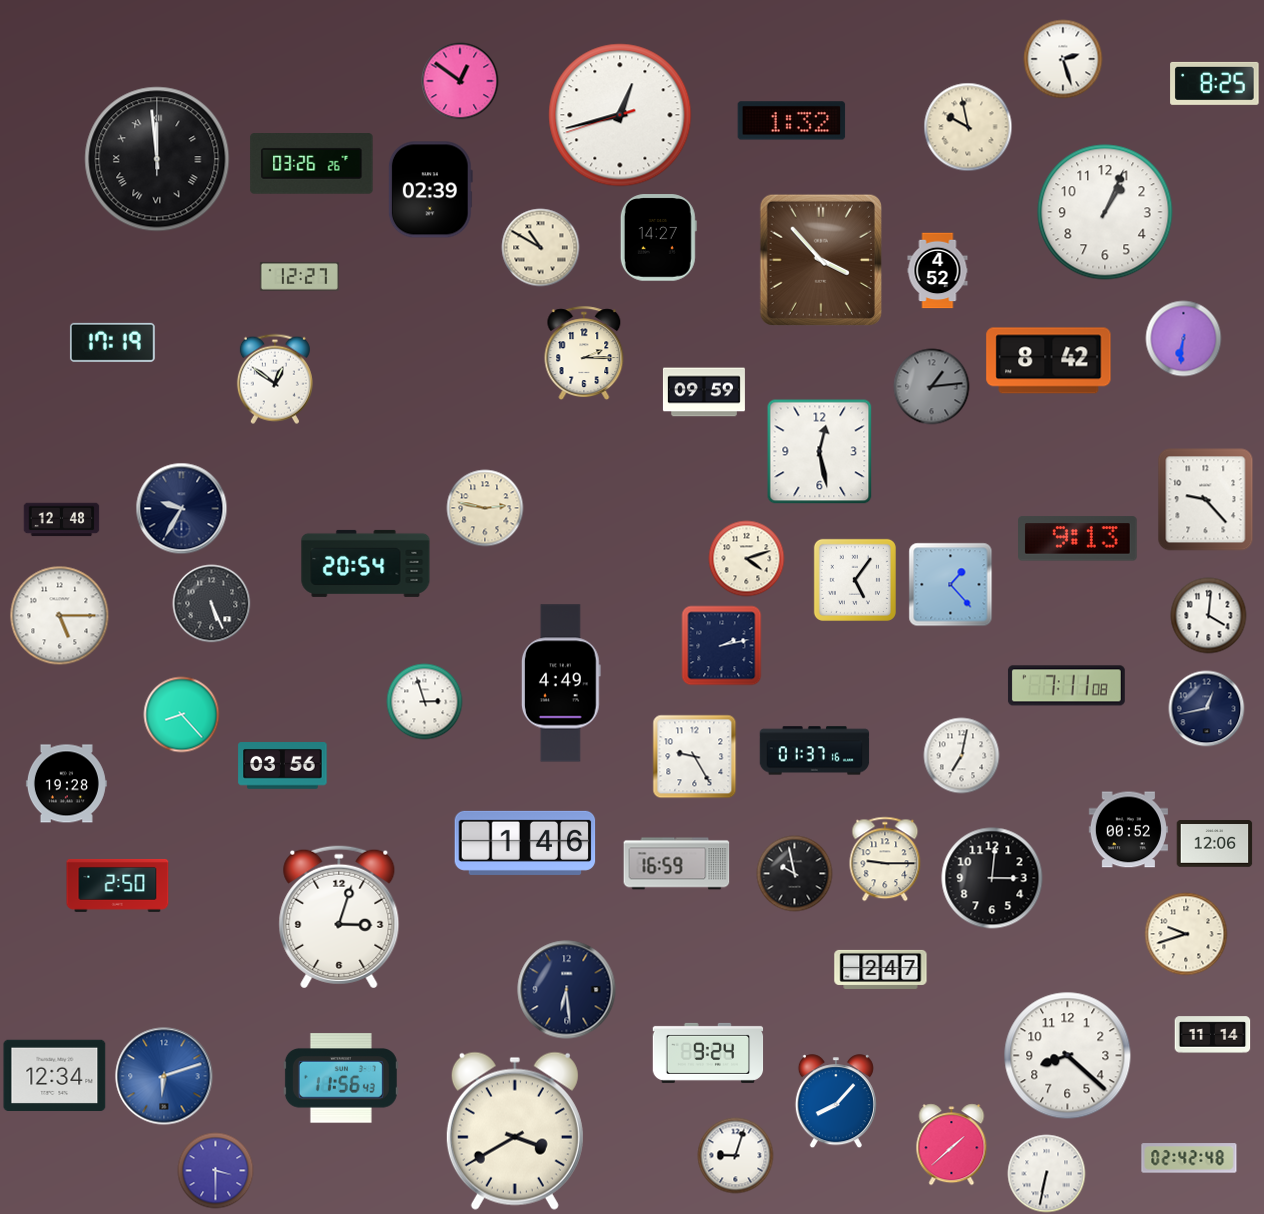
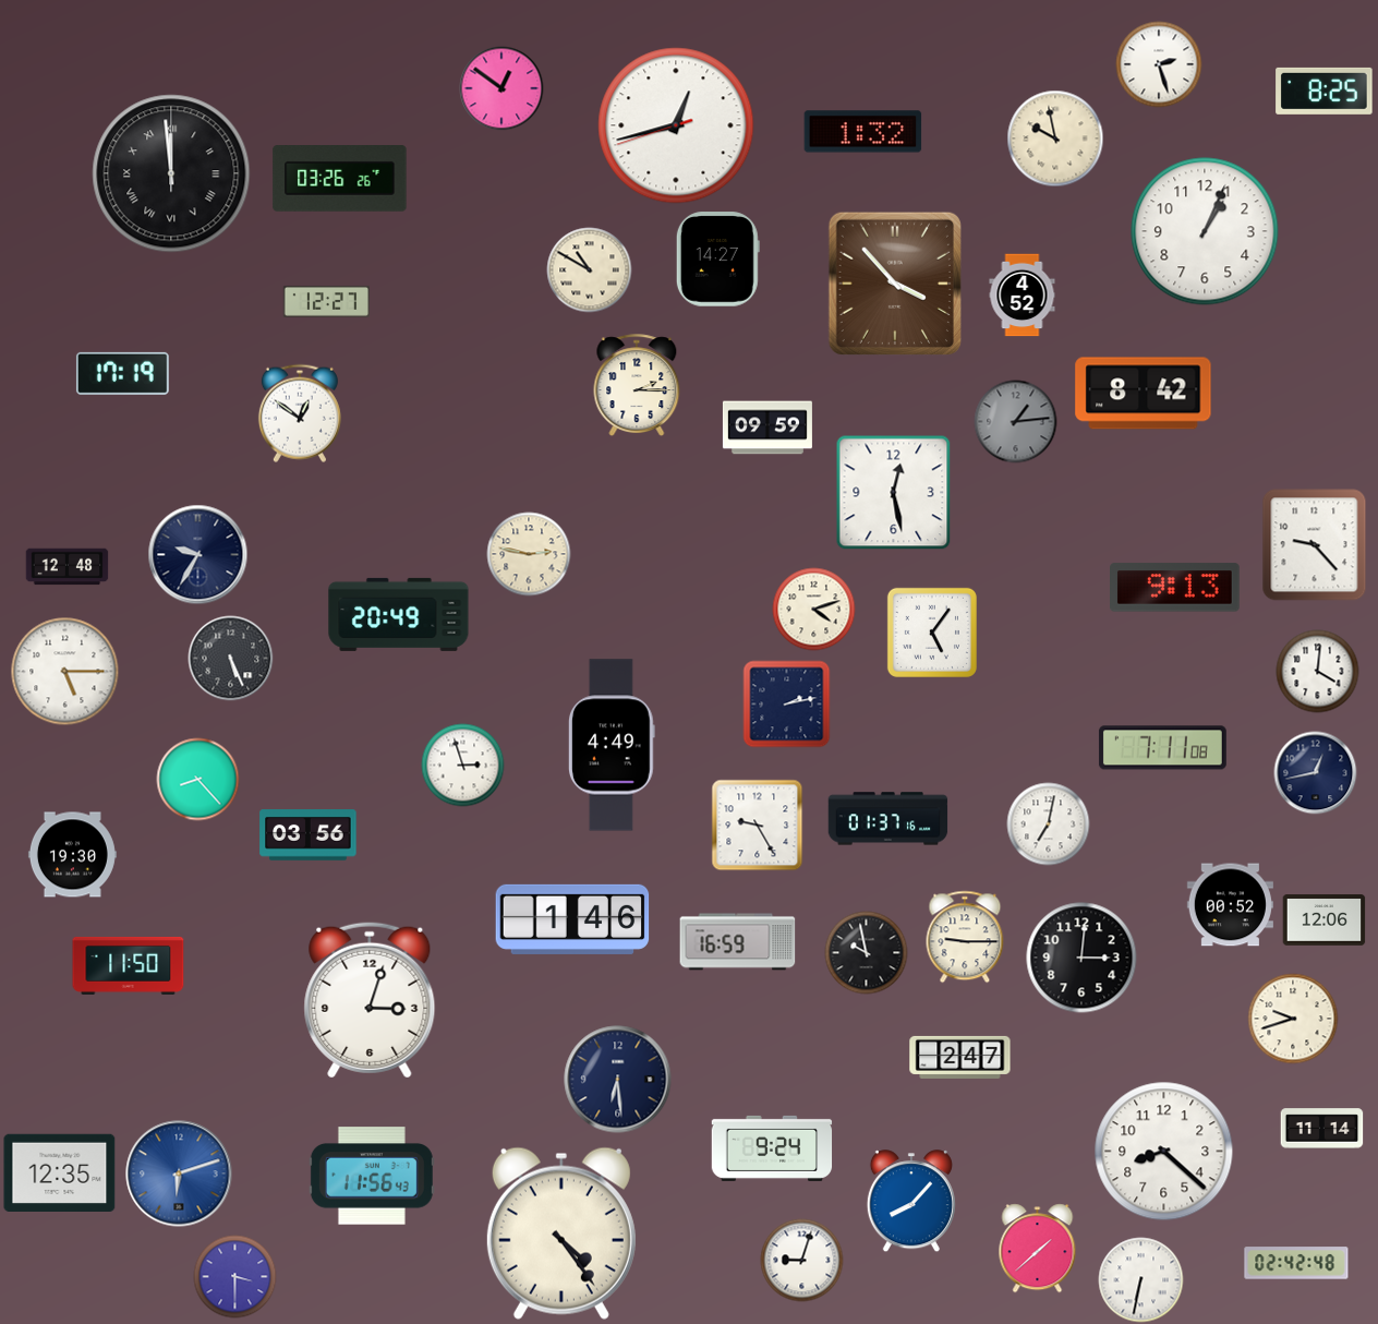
clock at (430, 190): 02:39 -> none
clock at (1184, 339): 6:31 -> none
clock at (366, 563): 20:54 -> 20:49
clock at (951, 585): 1:23 -> none
clock at (66, 784): 19:28 -> 19:30
clock at (118, 885): 2:50 -> 11:50
clock at (55, 1075): 12:34 -> 12:35
clock at (515, 1131): 3:40 -> 4:24
